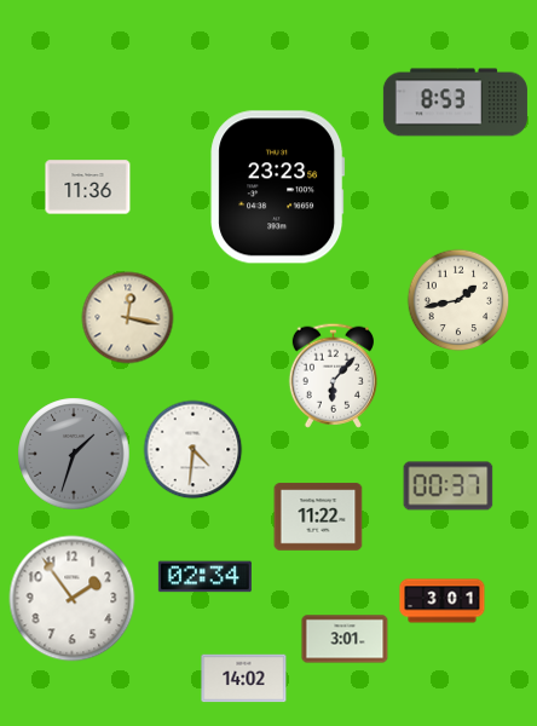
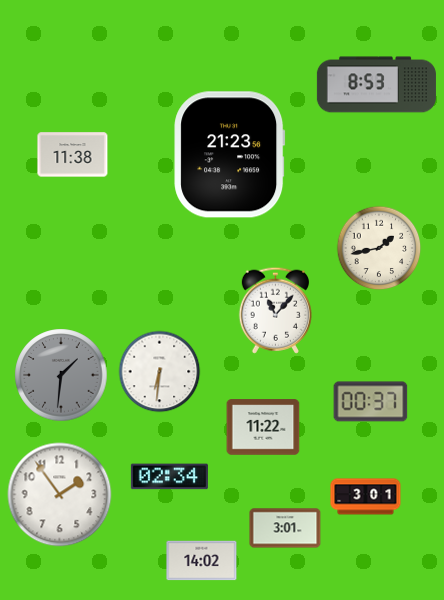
clock at (88, 188): 11:36 -> 11:38
clock at (278, 188): 23:23 -> 21:23
clock at (128, 318): 12:17 -> none
clock at (333, 375): 6:07 -> 11:07
clock at (194, 450): 4:31 -> 6:31
clock at (74, 454): 1:33 -> 1:31
